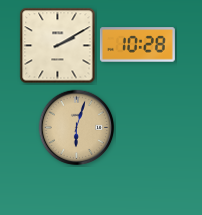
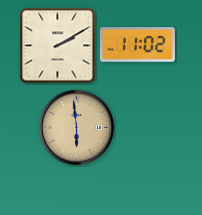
clock at (137, 45): 10:28 -> 11:02
clock at (77, 128): 6:03 -> 5:59
